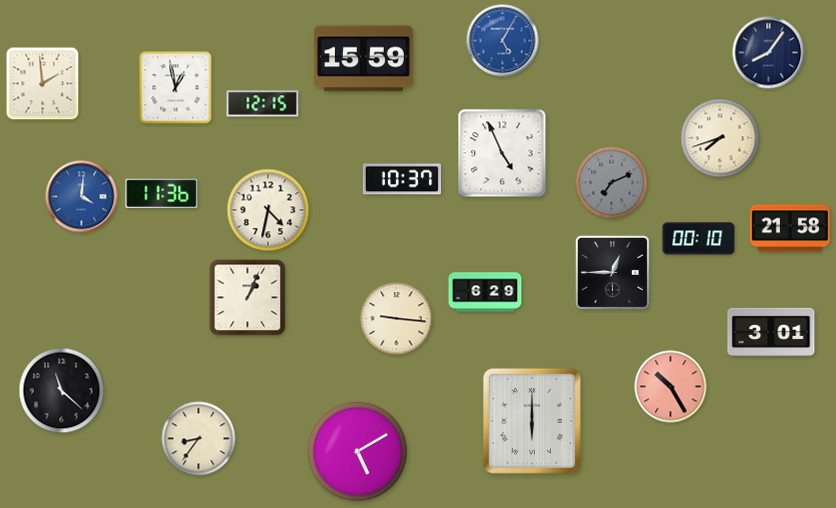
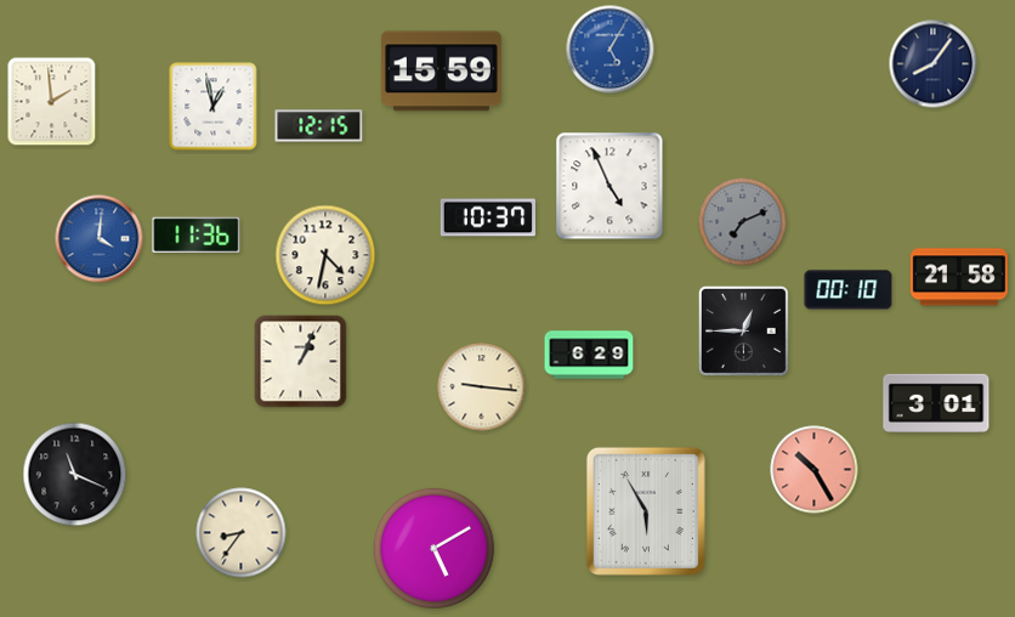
clock at (720, 138): 7:42 -> none
clock at (62, 391): 11:22 -> 11:19
clock at (532, 421): 6:00 -> 5:55
